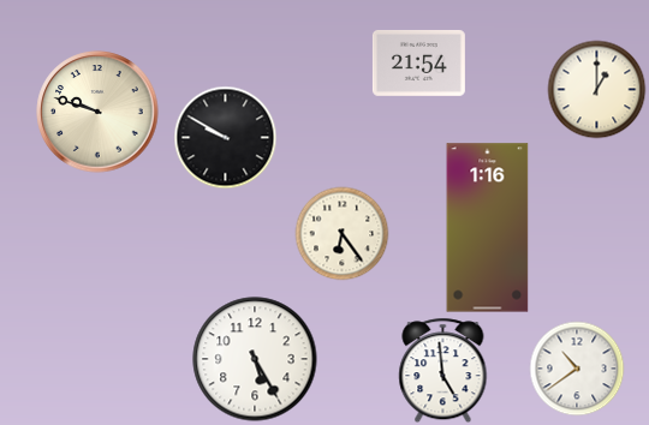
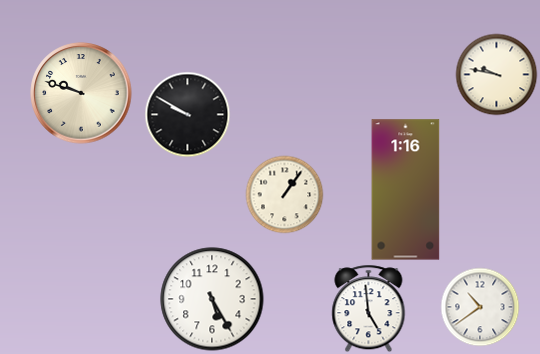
clock at (418, 62): 21:54 -> none
clock at (596, 89): 1:00 -> 9:47
clock at (341, 233): 6:24 -> 1:06
